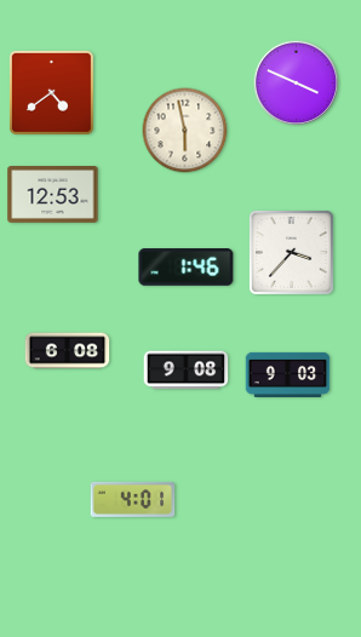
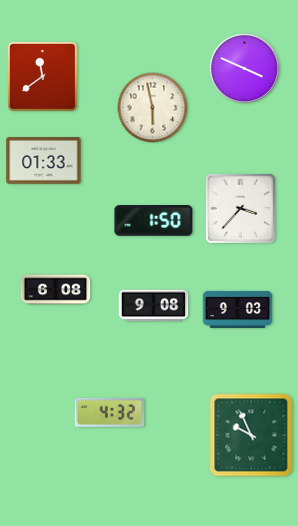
clock at (51, 92): 4:39 -> 11:39
clock at (53, 195): 12:53 -> 01:33
clock at (187, 268): 1:46 -> 1:50
clock at (133, 499): 4:01 -> 4:32
clock at (251, 435): none -> 9:56
